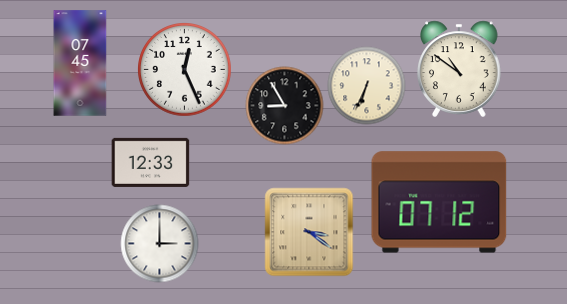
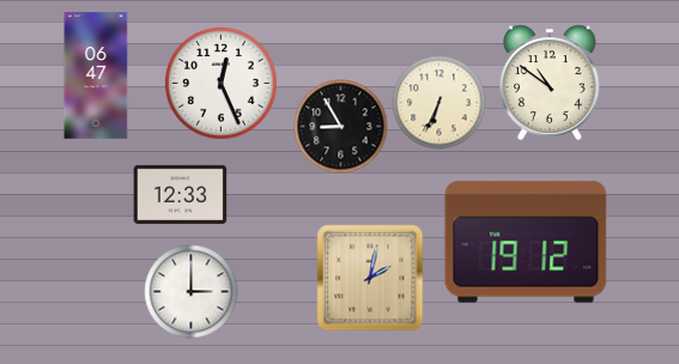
clock at (80, 63): 07:45 -> 06:47
clock at (439, 202): 07:12 -> 19:12
clock at (309, 232): 3:21 -> 2:02
